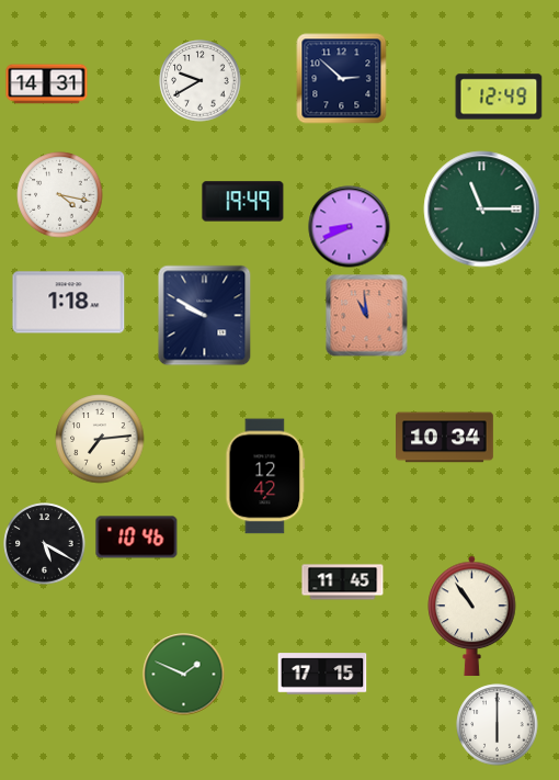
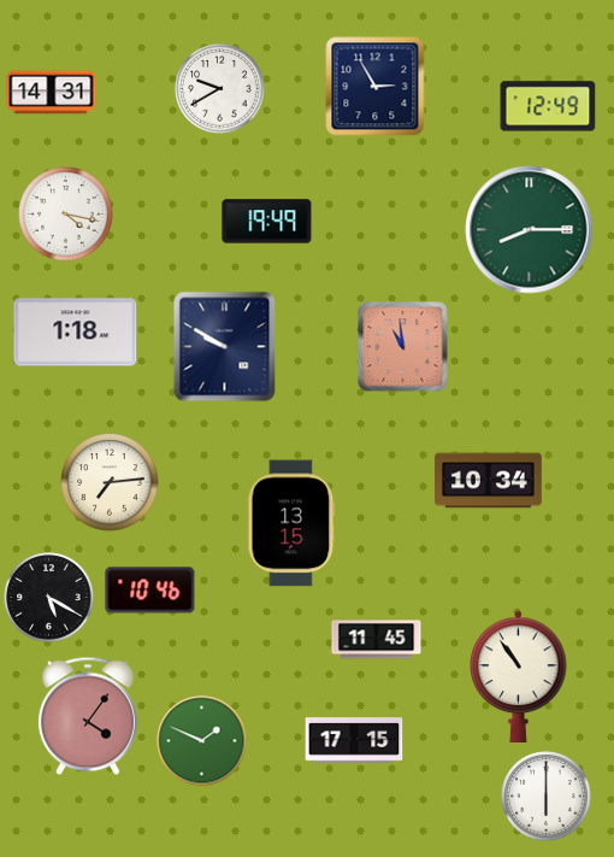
clock at (342, 79): 2:52 -> 2:55
clock at (482, 210): 11:15 -> 8:15
clock at (350, 227): 8:41 -> none
clock at (265, 476): 12:42 -> 13:15
clock at (88, 716): none -> 4:06
